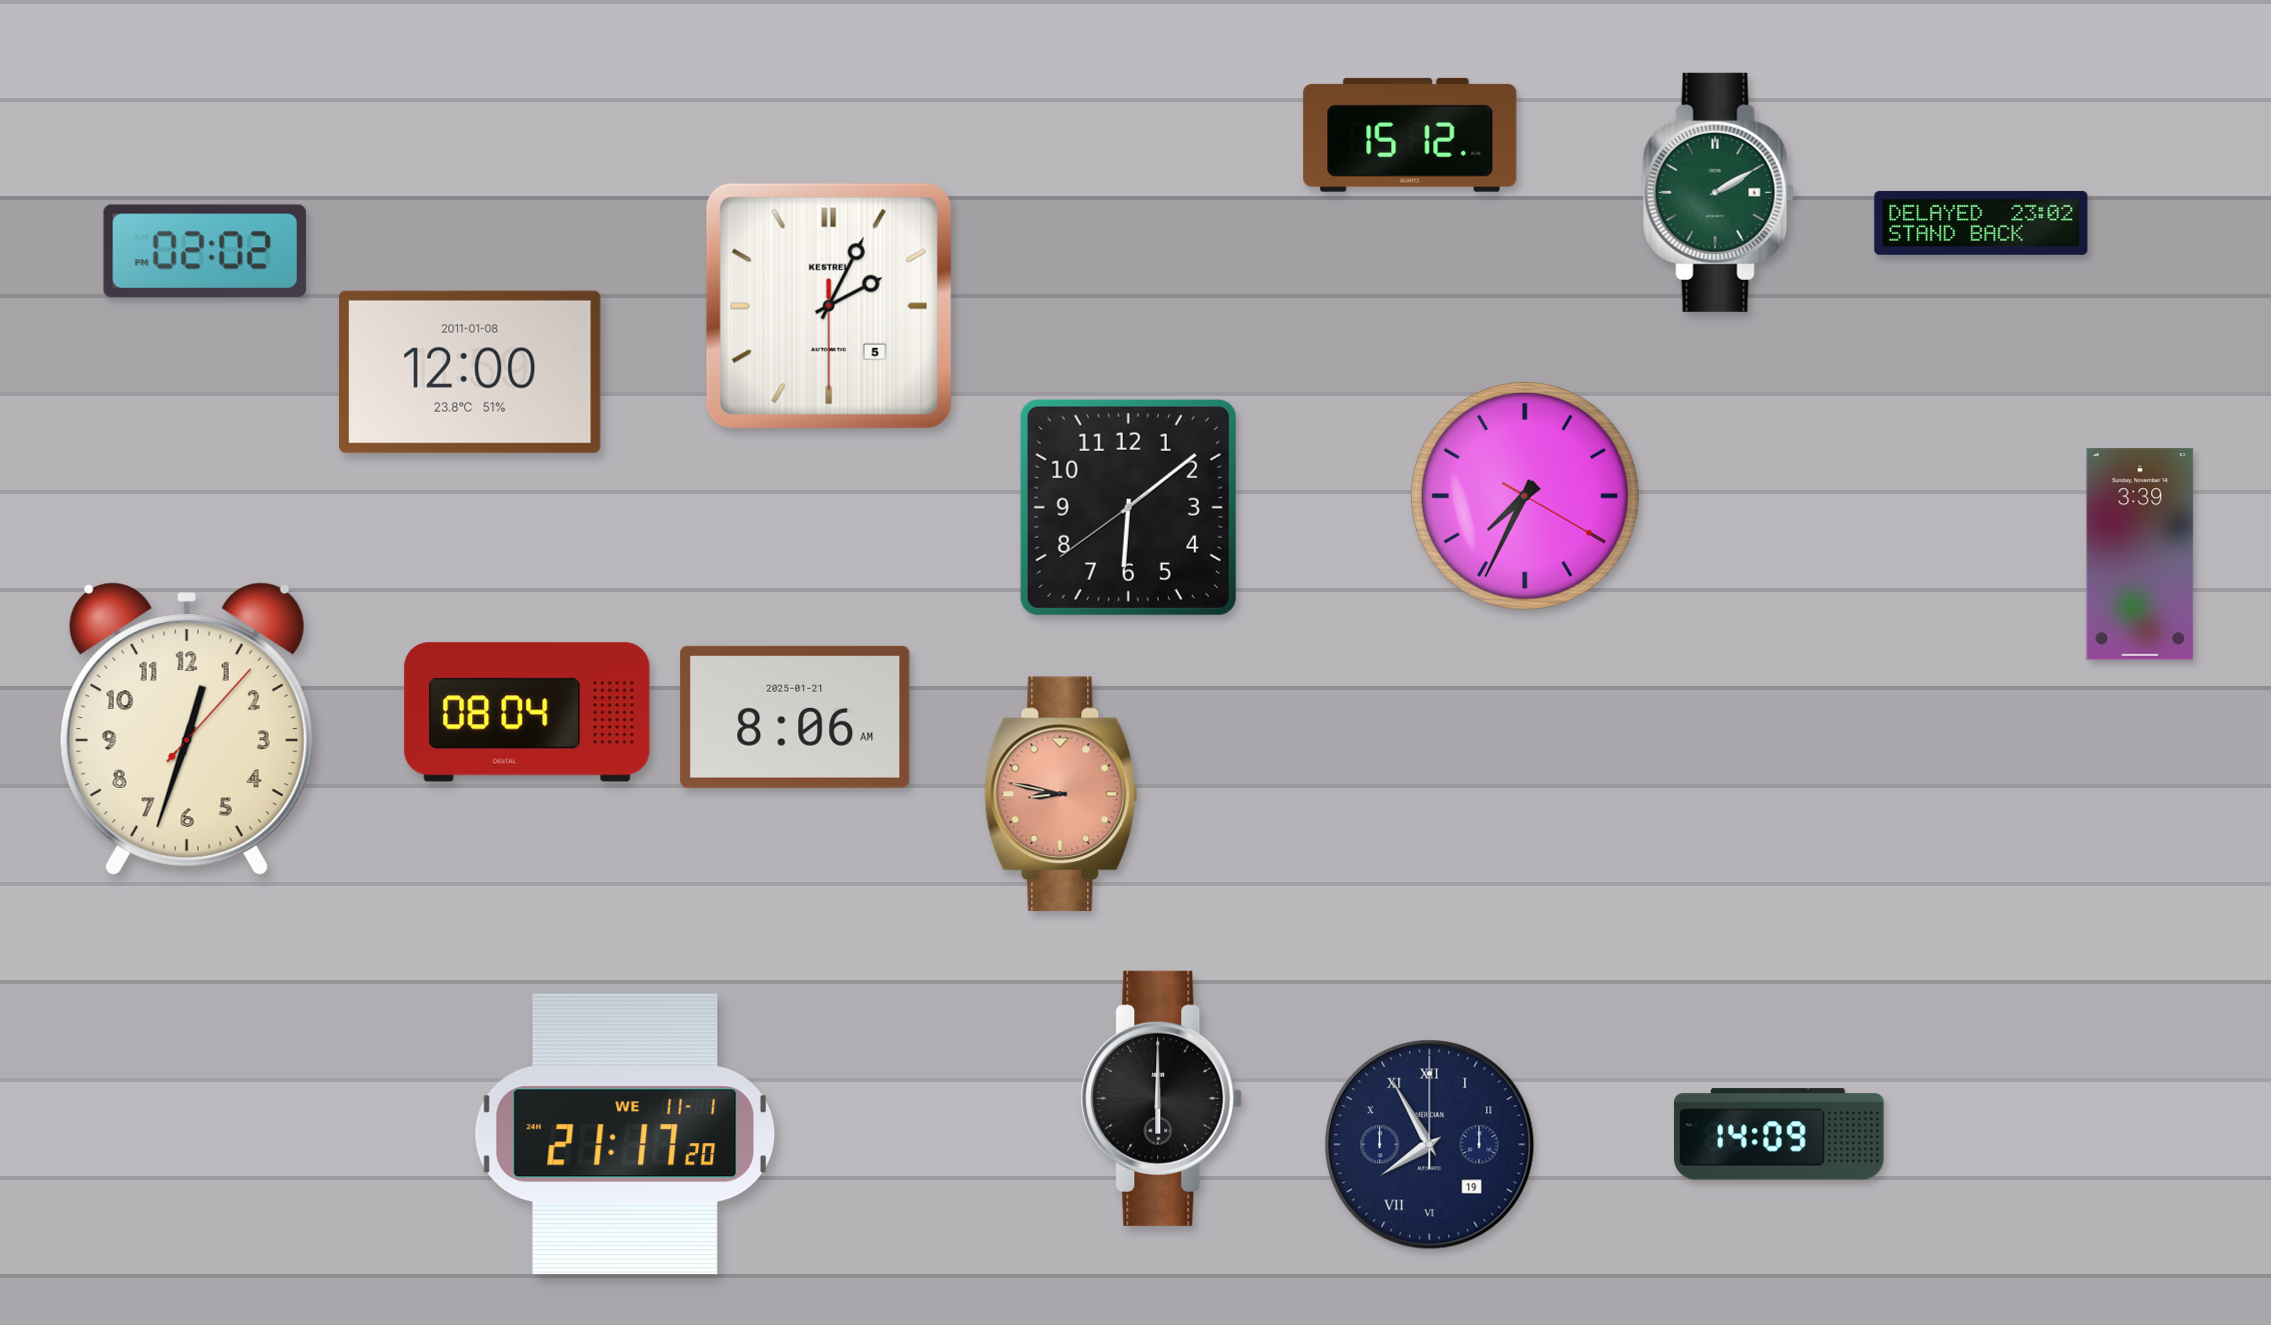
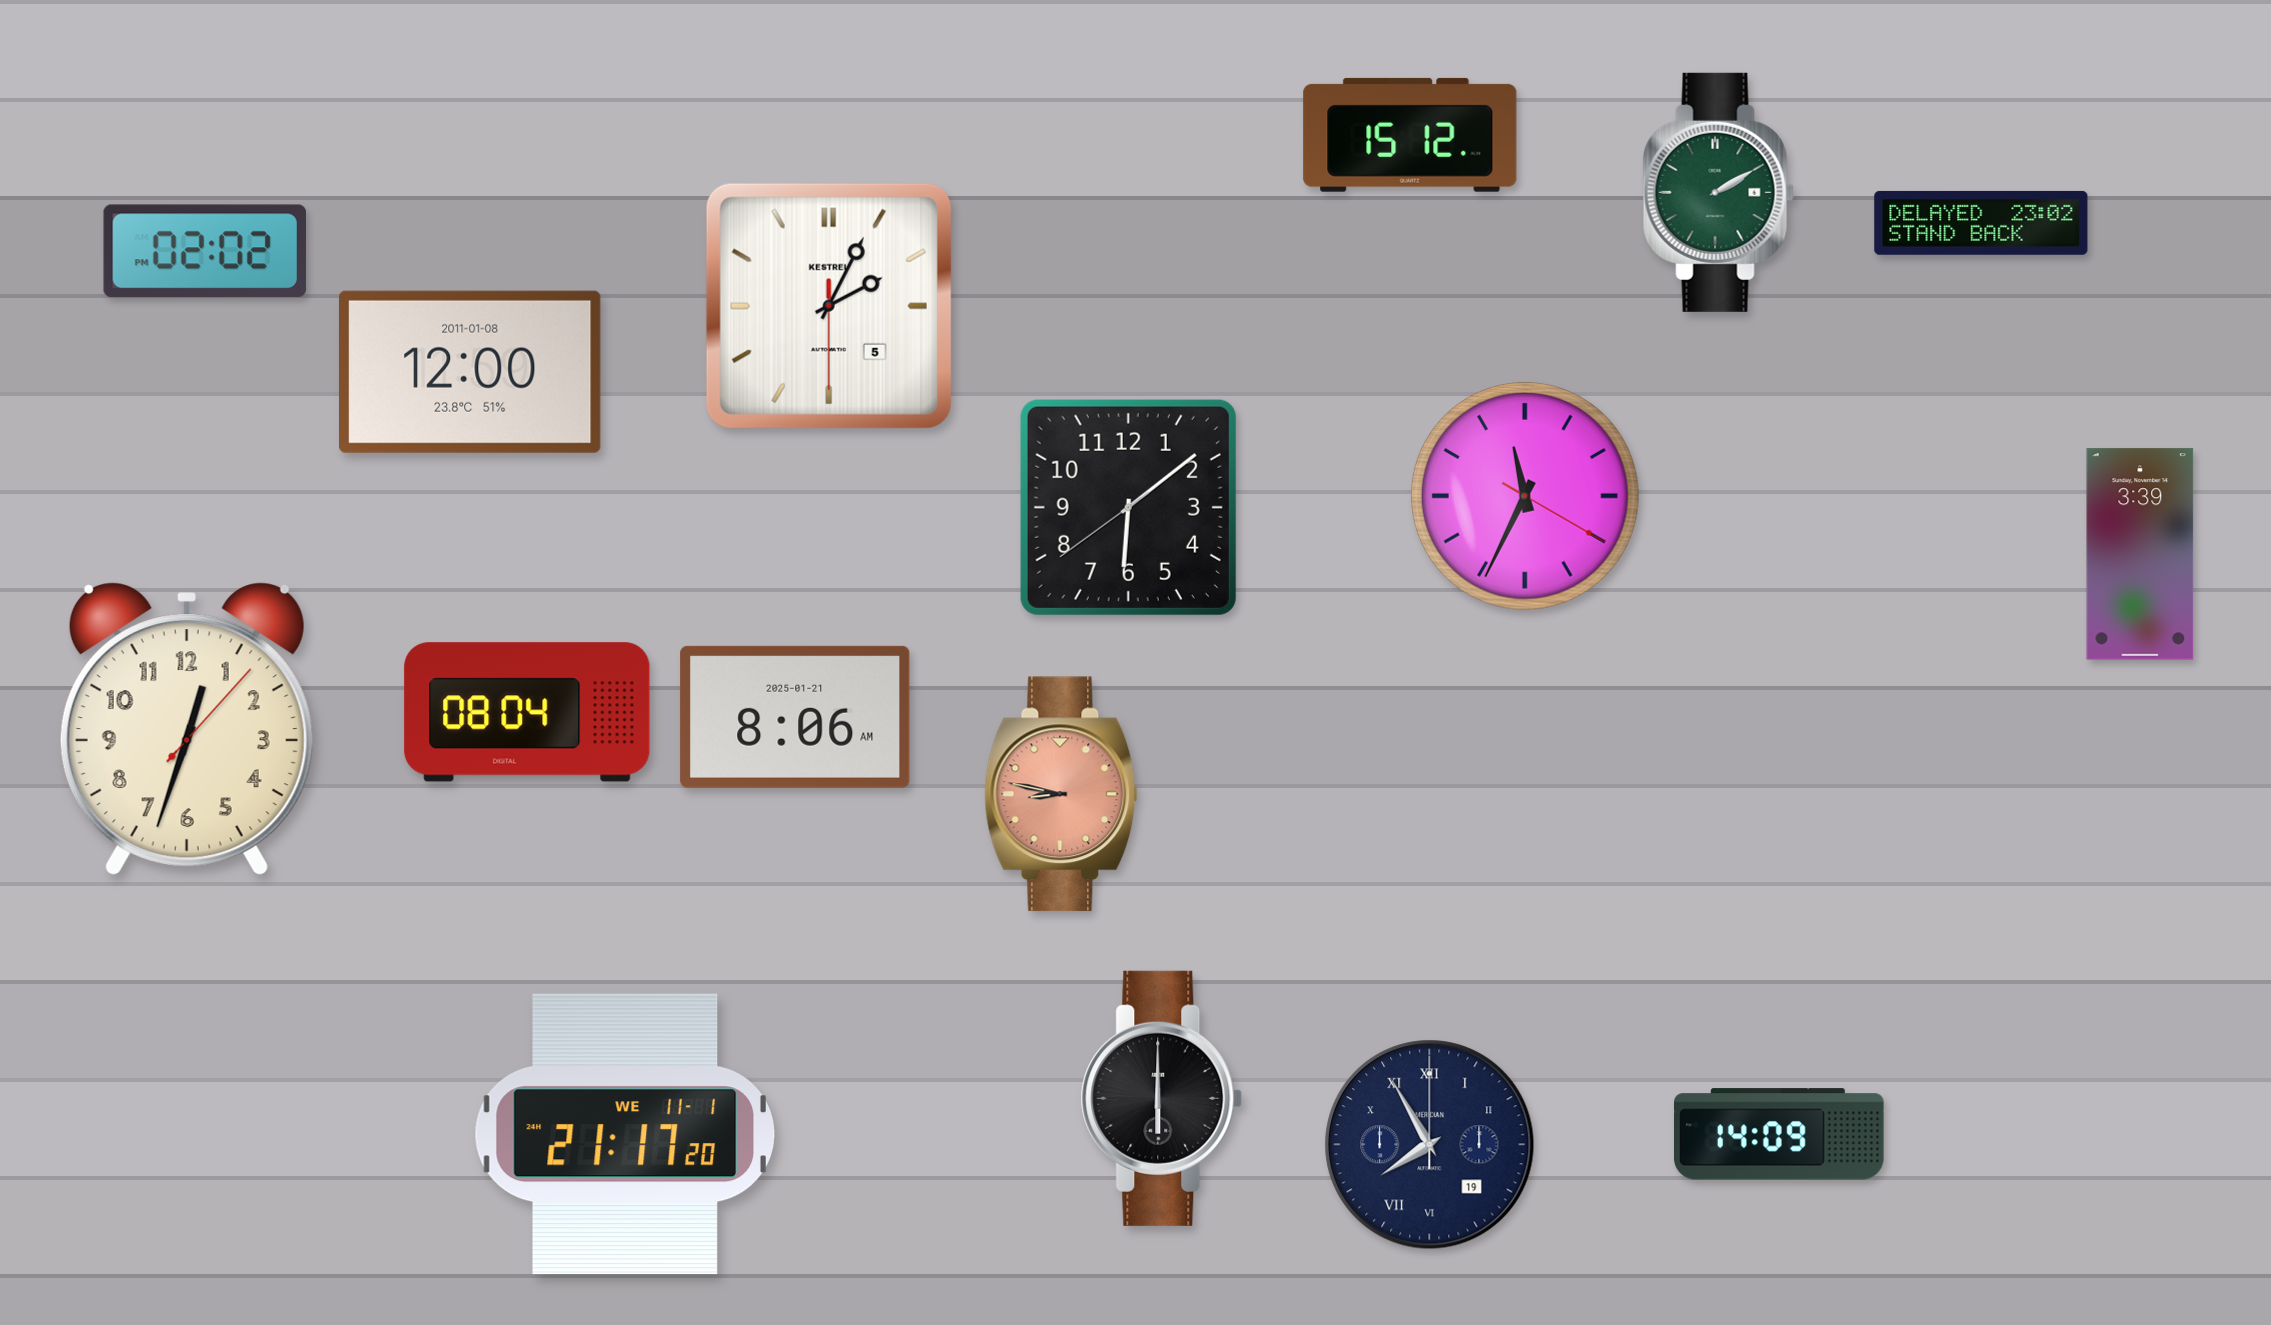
clock at (1525, 496): 7:34 -> 11:34
